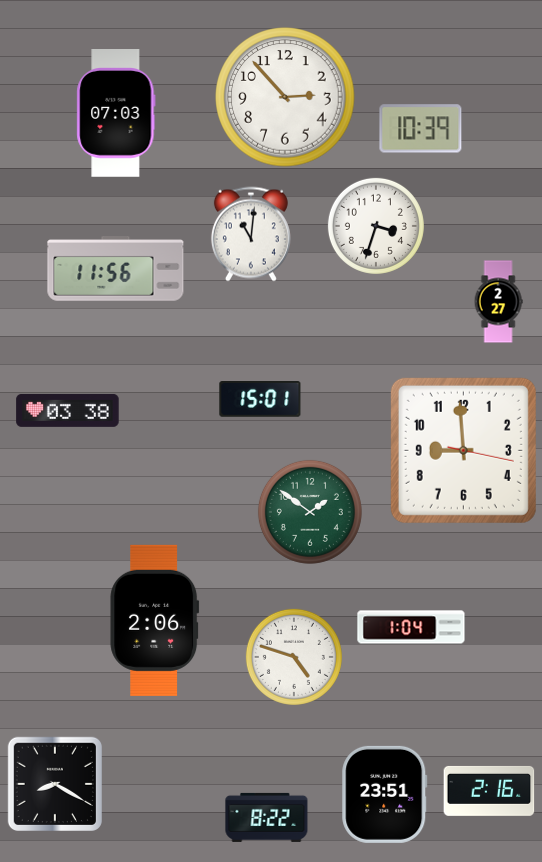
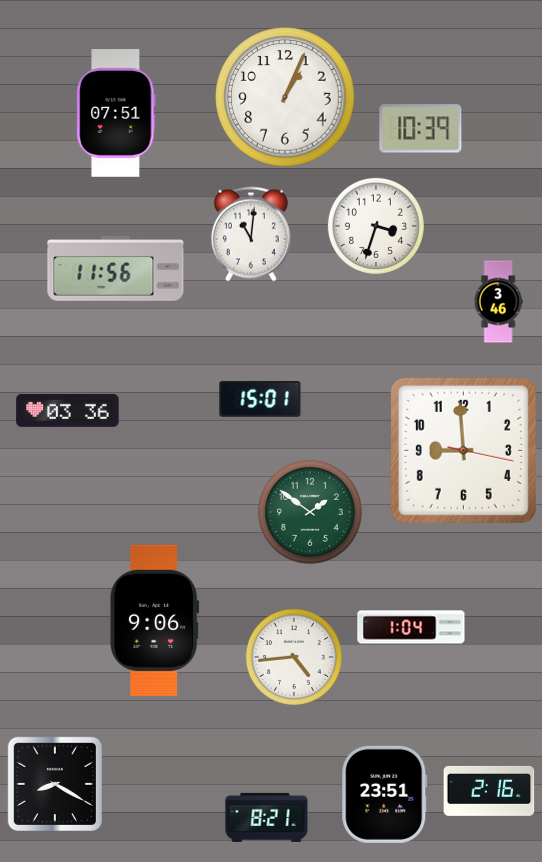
clock at (285, 97): 2:53 -> 1:04
clock at (116, 114): 07:03 -> 07:51
clock at (498, 302): 2:27 -> 3:46
clock at (68, 410): 03:38 -> 03:36
clock at (155, 620): 2:06 -> 9:06
clock at (294, 657): 4:48 -> 4:44
clock at (267, 817): 8:22 -> 8:21
